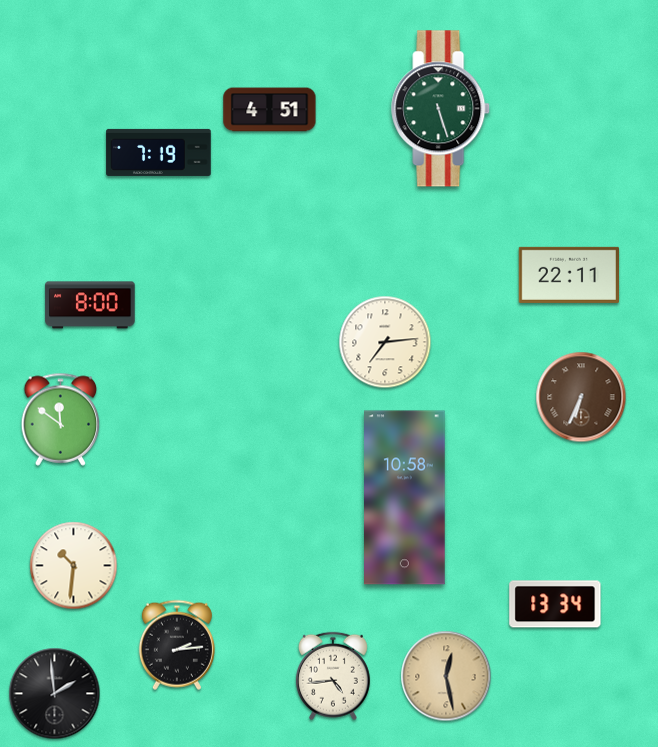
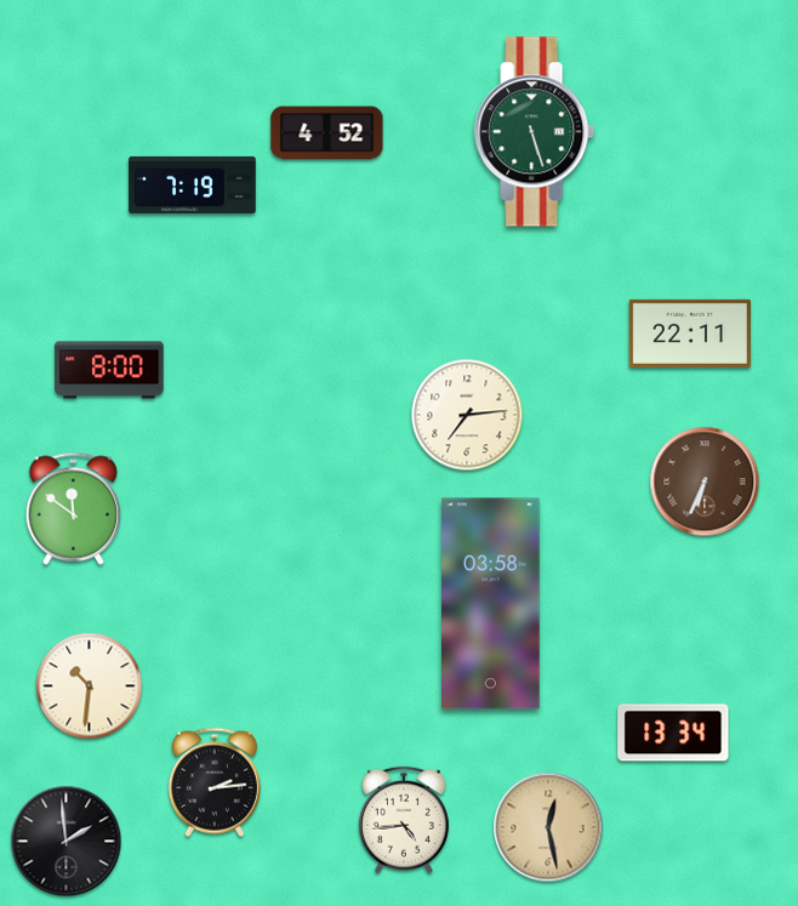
clock at (270, 110): 4:51 -> 4:52
clock at (405, 498): 10:58 -> 03:58
clock at (446, 676) position: (446, 676) -> (548, 827)
